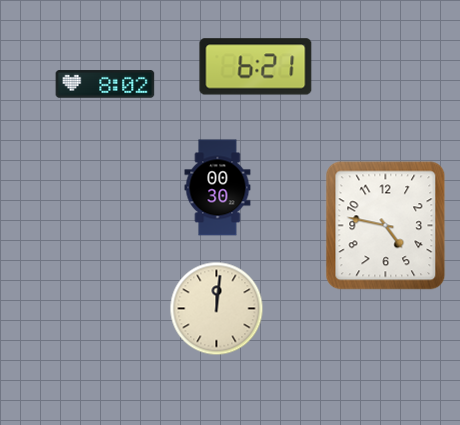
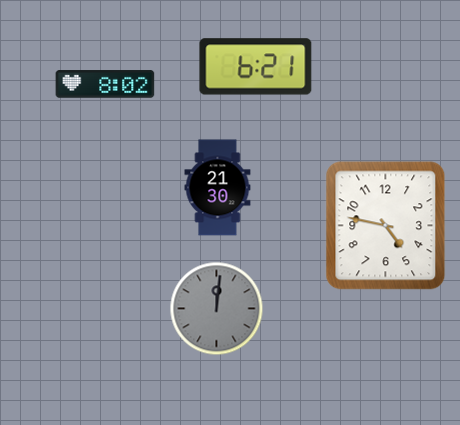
clock at (218, 188): 00:30 -> 21:30
clock at (217, 309) dial: cream -> grey
